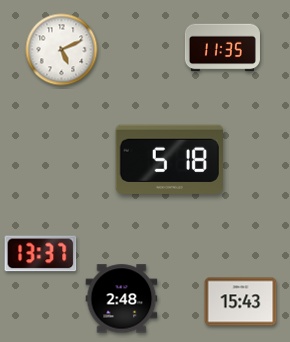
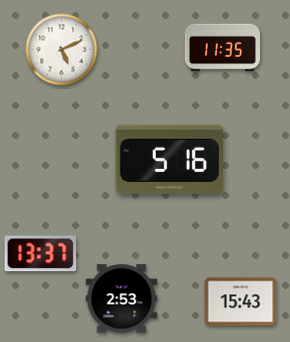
clock at (169, 159): 5:18 -> 5:16
clock at (122, 299): 2:48 -> 2:53
